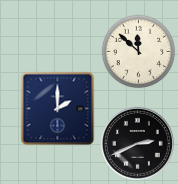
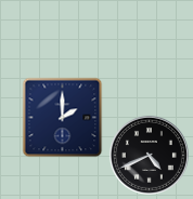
clock at (139, 52): 11:52 -> none
clock at (137, 143): 2:41 -> 4:41
